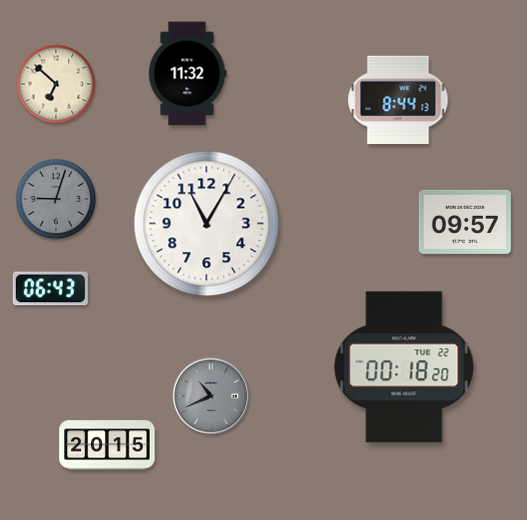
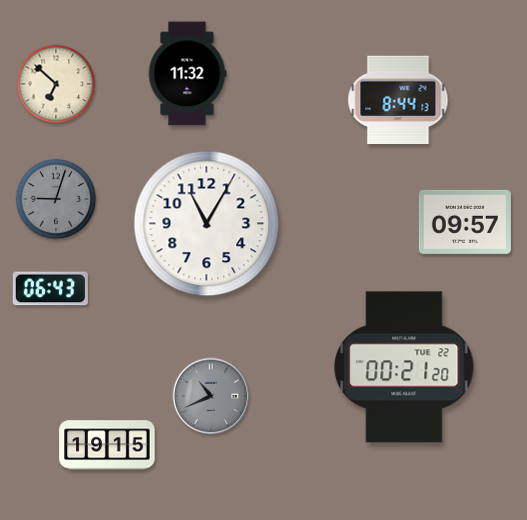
clock at (404, 367): 00:18 -> 00:21
clock at (107, 445): 20:15 -> 19:15
